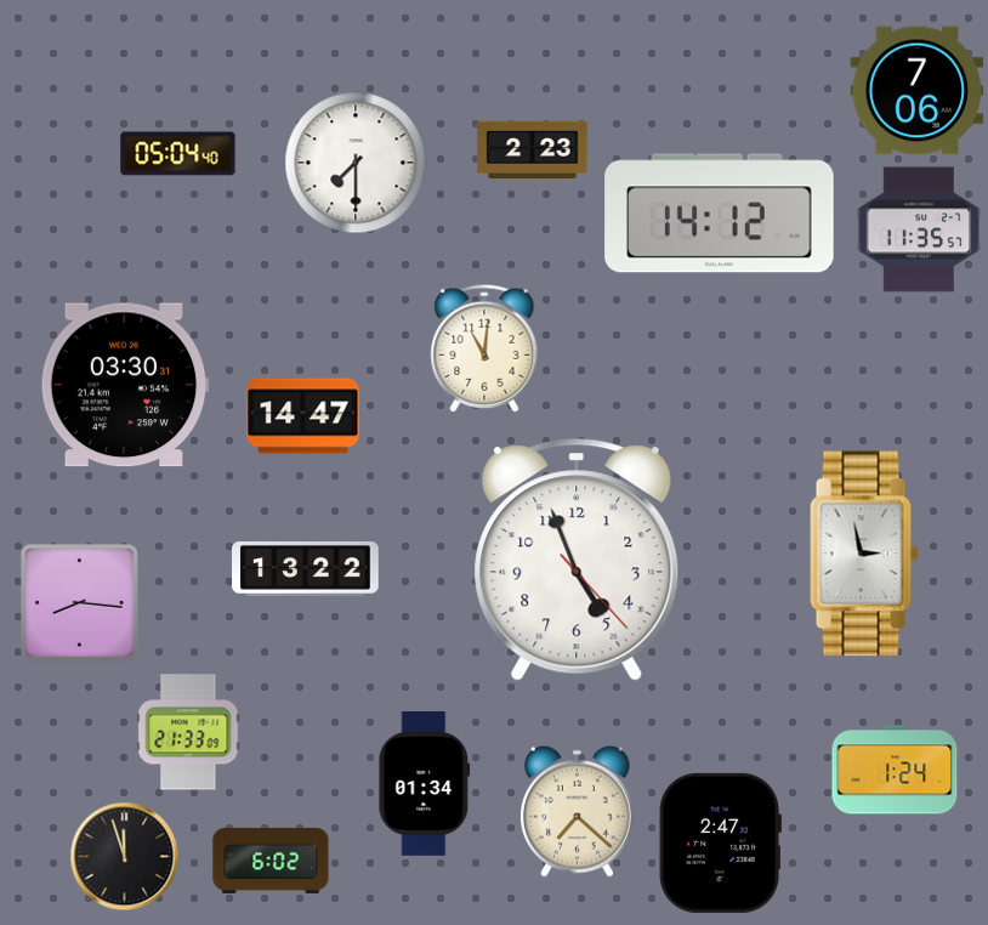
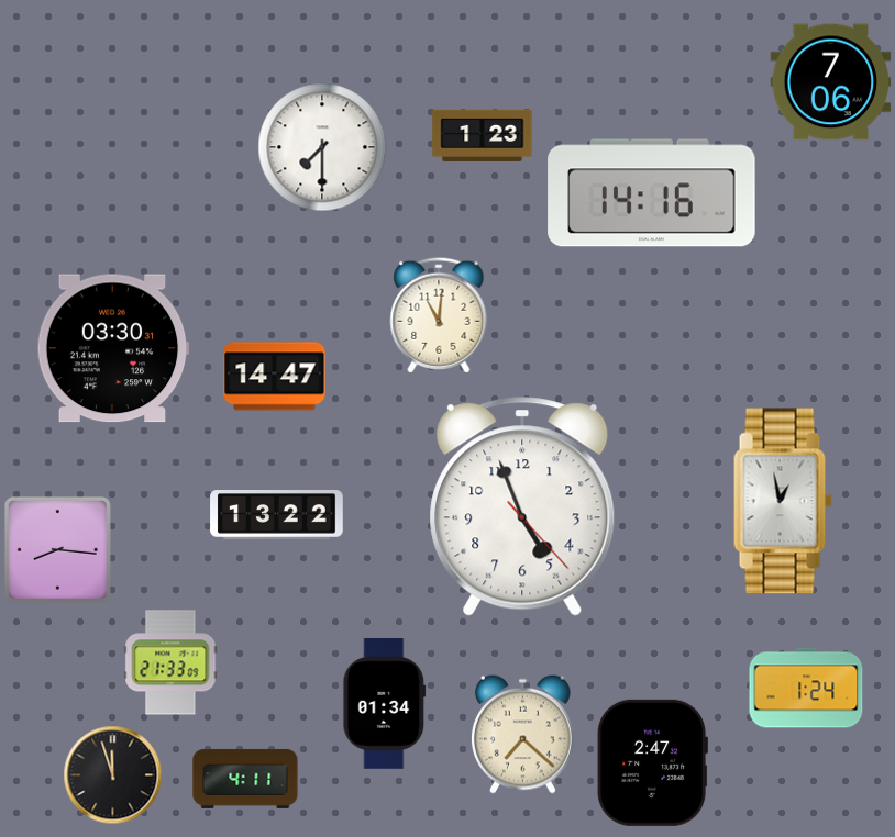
clock at (533, 149): 2:23 -> 1:23
clock at (178, 154): 05:04 -> none
clock at (720, 214): 14:12 -> 14:16
clock at (919, 229): 11:35 -> none
clock at (864, 554): 2:58 -> 12:58
clock at (79, 602) position: (79, 602) -> (57, 549)
clock at (895, 770) position: (895, 770) -> (806, 688)
clock at (425, 784) position: (425, 784) -> (385, 704)
clock at (271, 861): 6:02 -> 4:11
